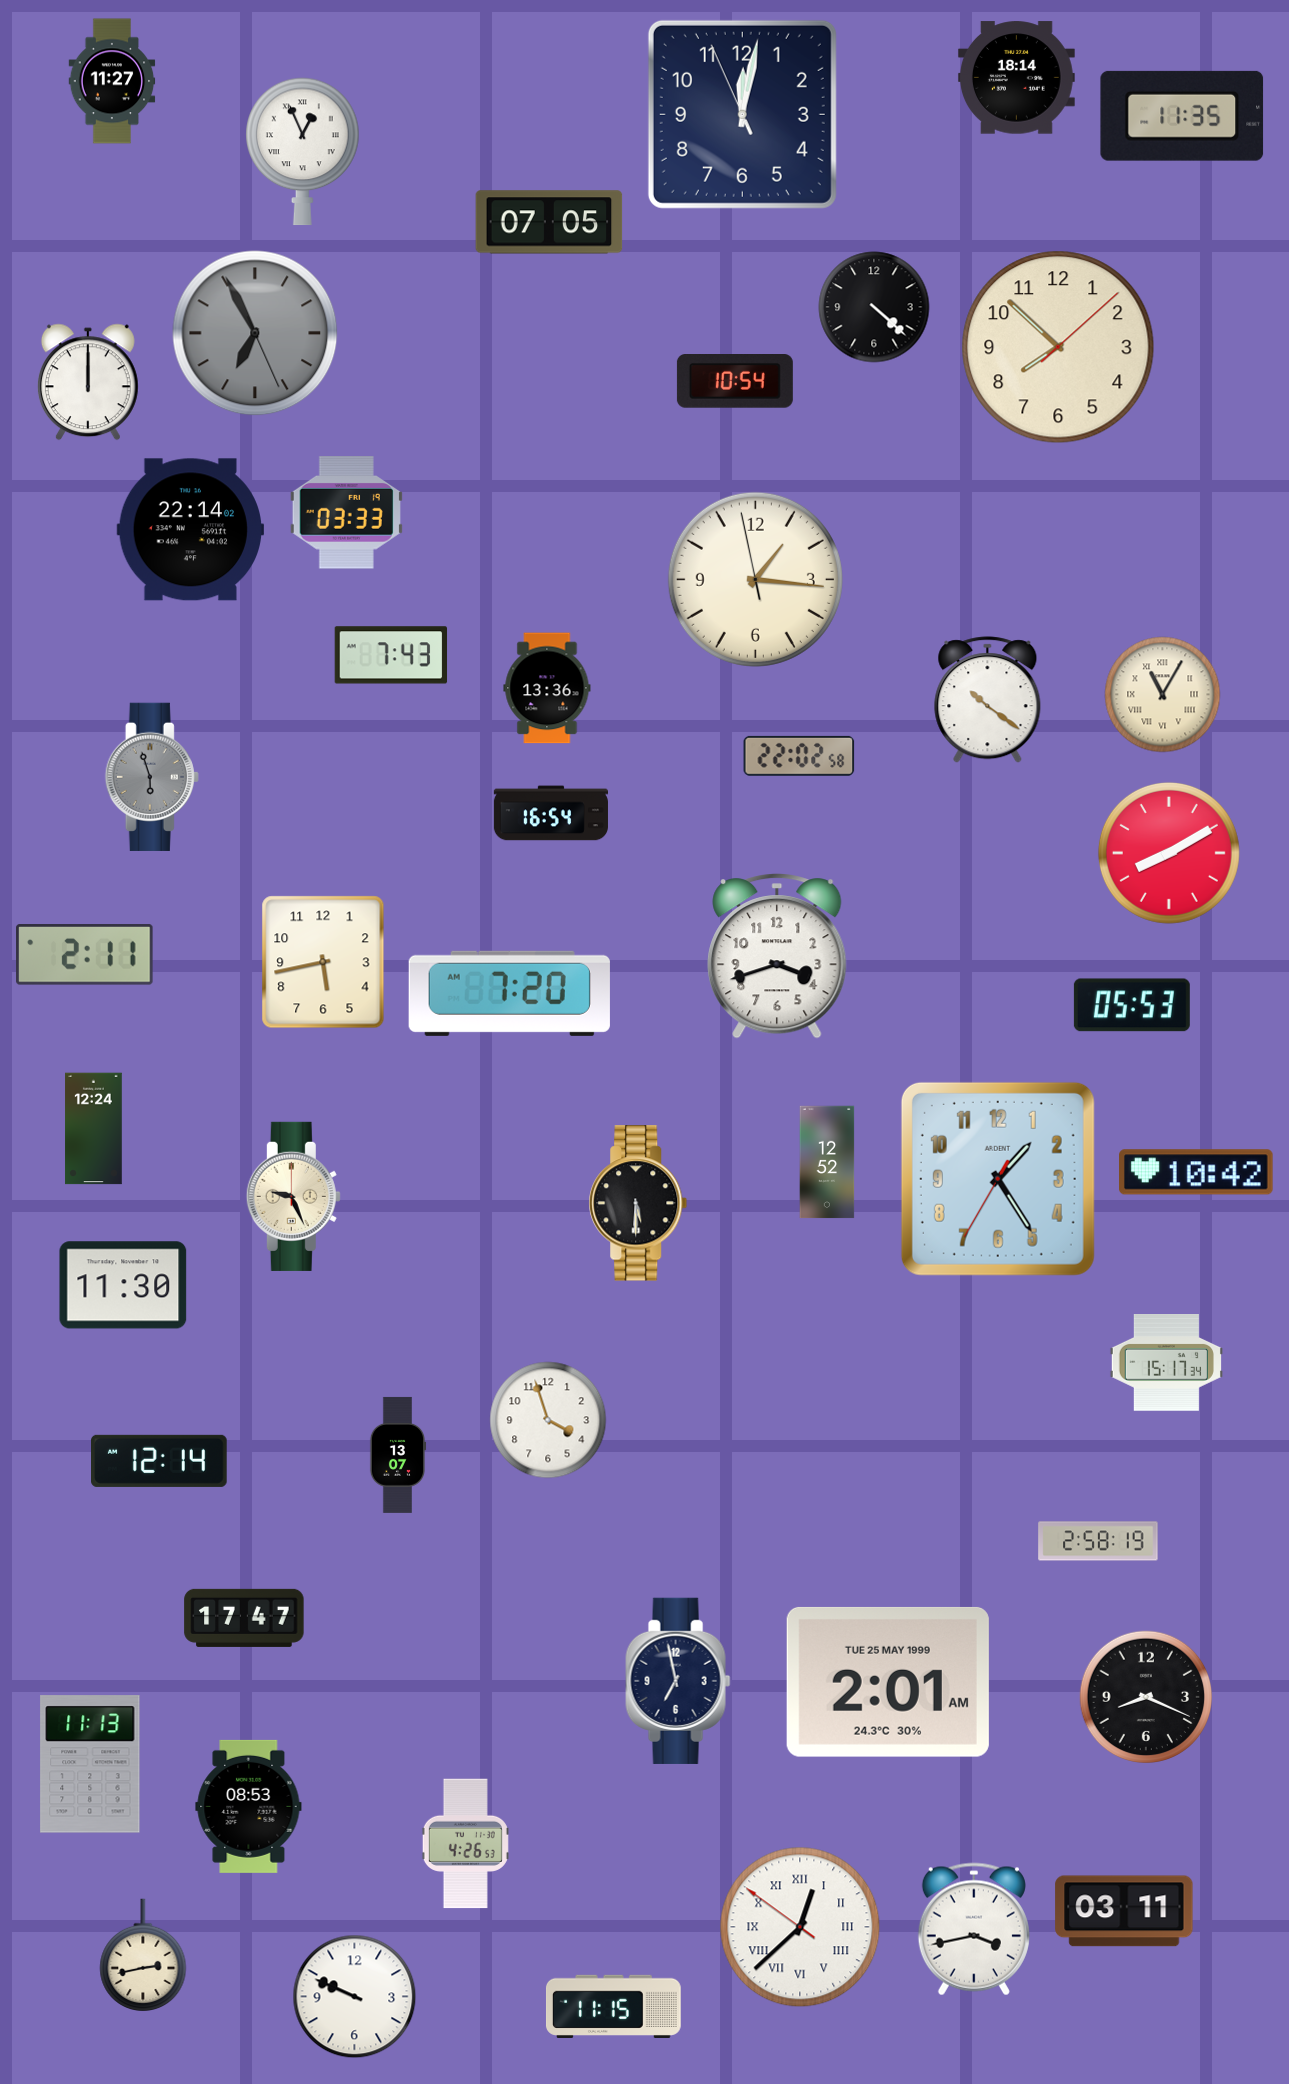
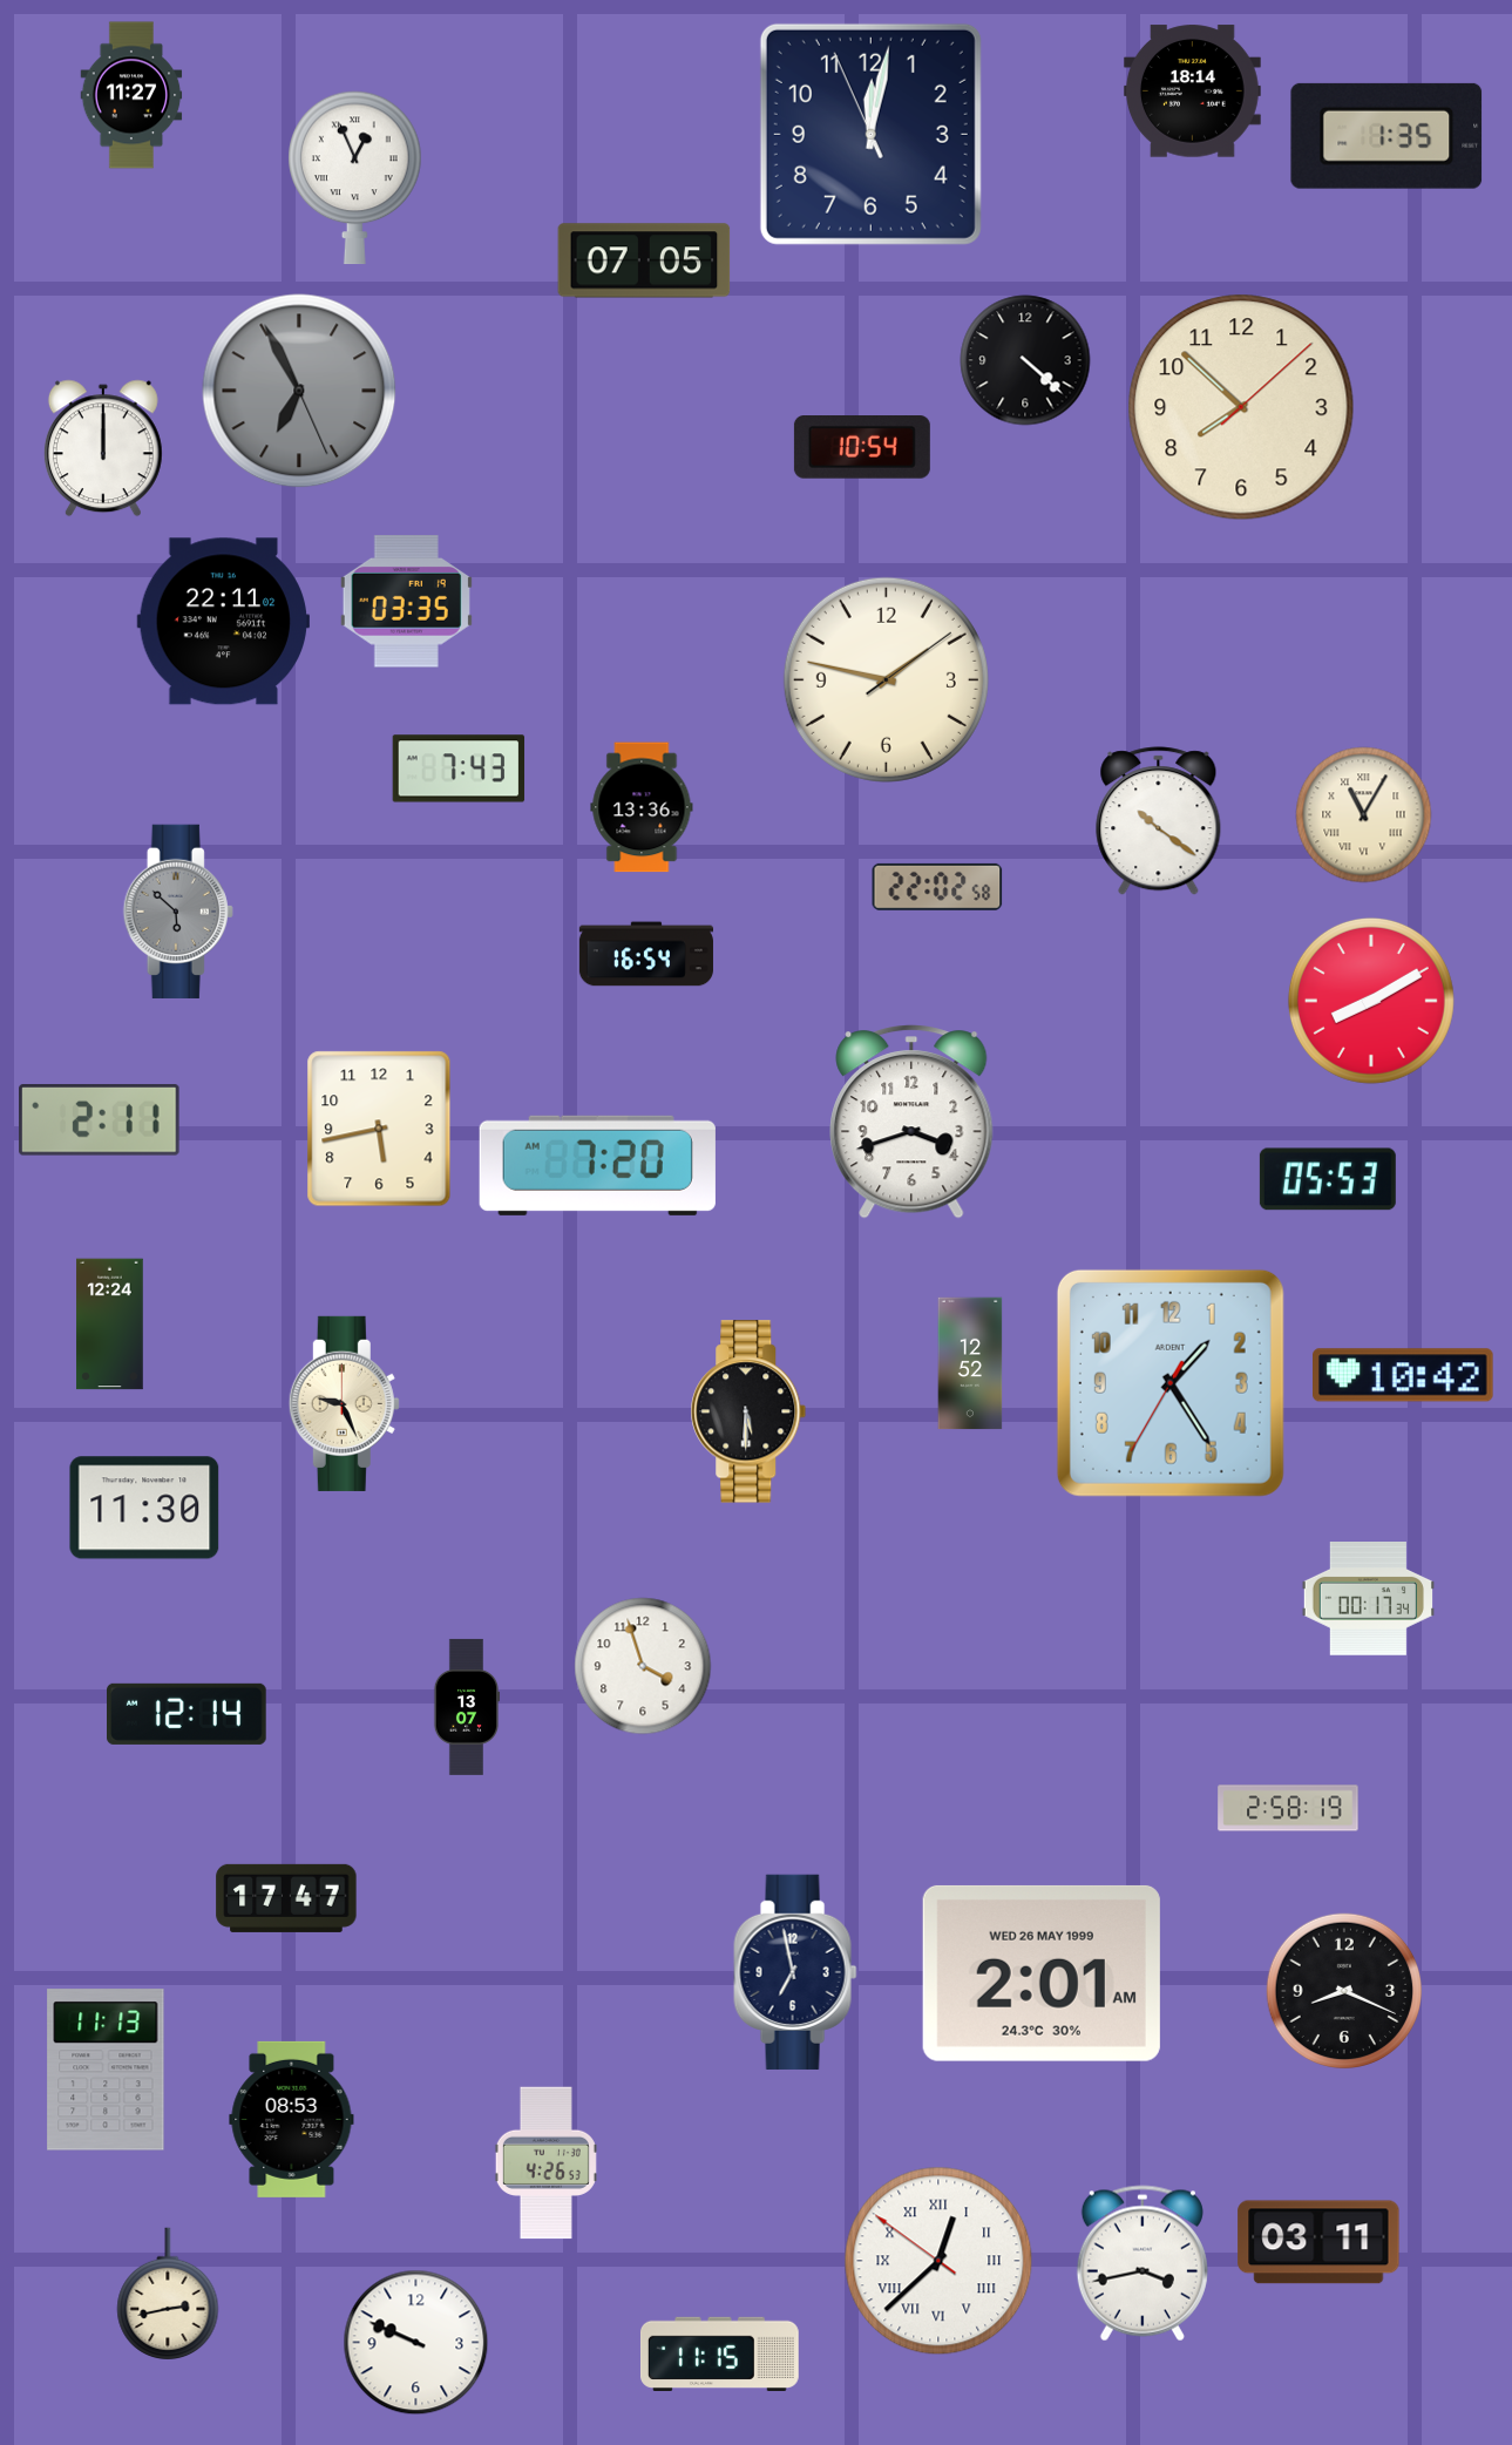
clock at (1182, 116): 11:35 -> 1:35
clock at (346, 513): 03:33 -> 03:35
clock at (190, 530): 22:14 -> 22:11
clock at (755, 579): 1:15 -> 1:47
clock at (152, 777): 5:57 -> 5:52
clock at (1166, 1363): 15:17 -> 00:17
clock at (888, 1682) date: TUE 25 MAY 1999 -> WED 26 MAY 1999
